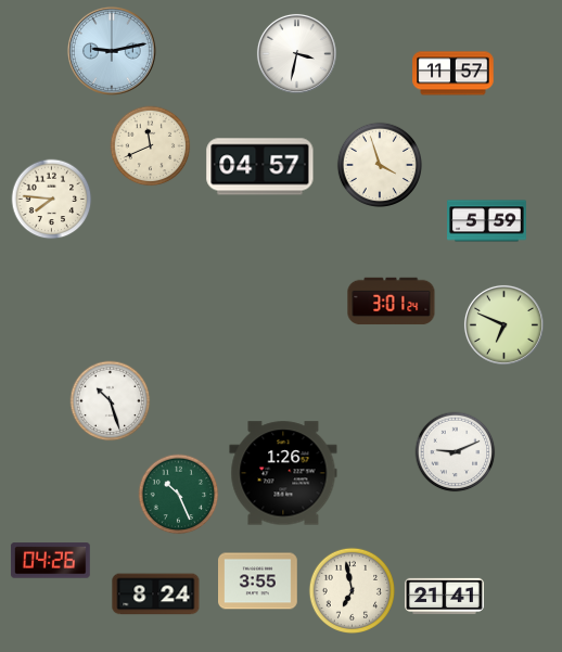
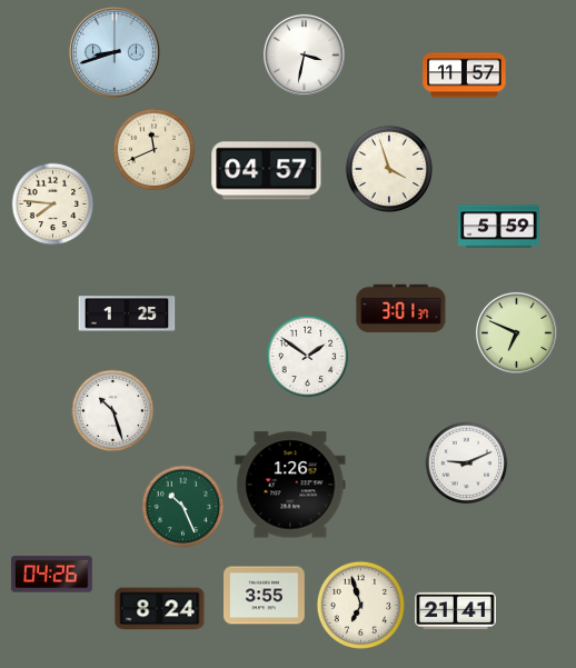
clock at (112, 51): 9:13 -> 8:42
clock at (392, 302): 3:01:24 -> 3:01:37
clock at (127, 313): none -> 1:25
clock at (308, 357): none -> 1:51
clock at (352, 590): 6:58 -> 6:57
